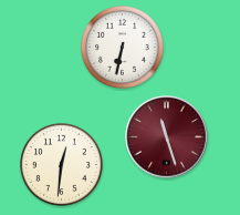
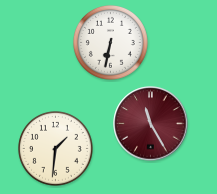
clock at (167, 137): 11:27 -> 11:25
clock at (61, 164): 12:31 -> 1:31
